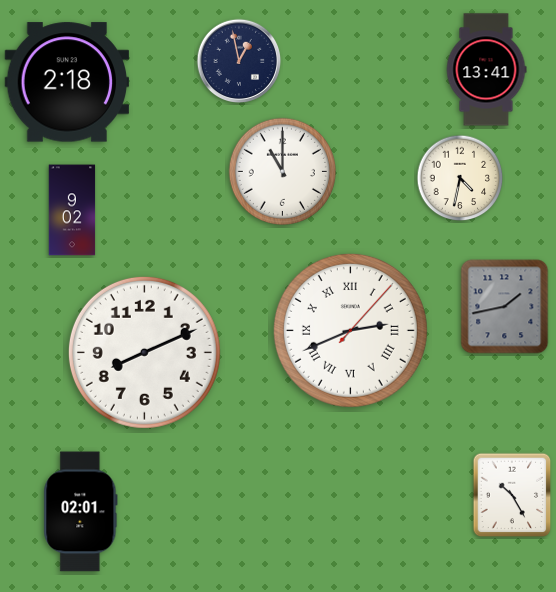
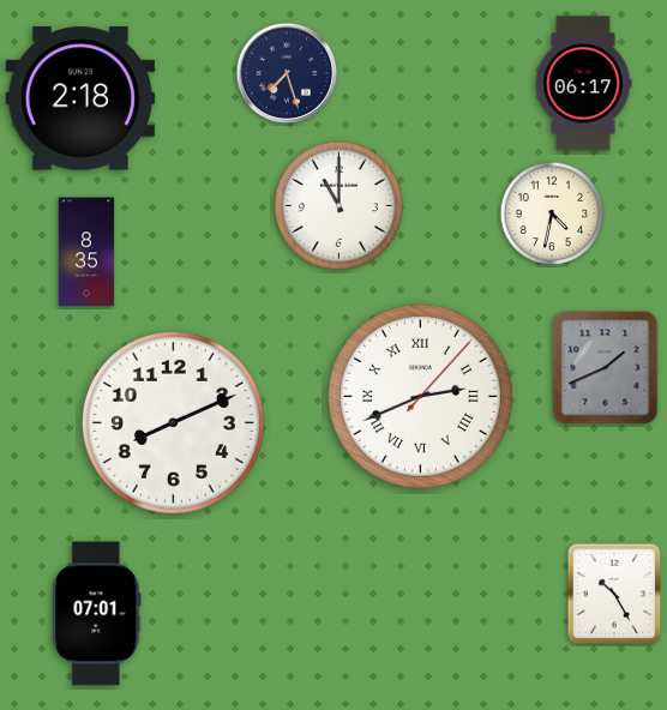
clock at (239, 61): 12:58 -> 7:27
clock at (486, 70): 13:41 -> 06:17
clock at (72, 210): 9:02 -> 8:35
clock at (505, 307): 1:43 -> 1:41
clock at (81, 512): 02:01 -> 07:01
